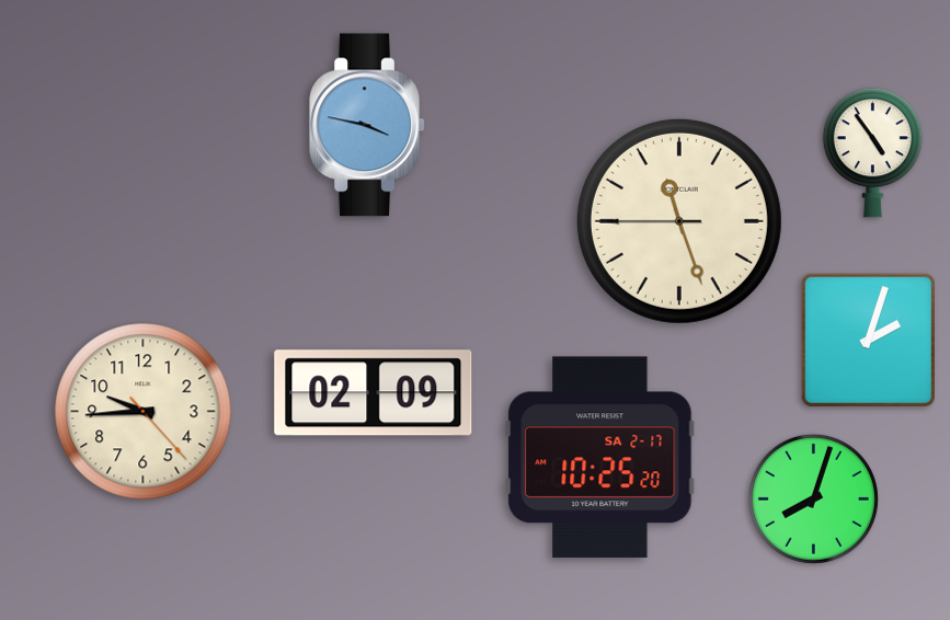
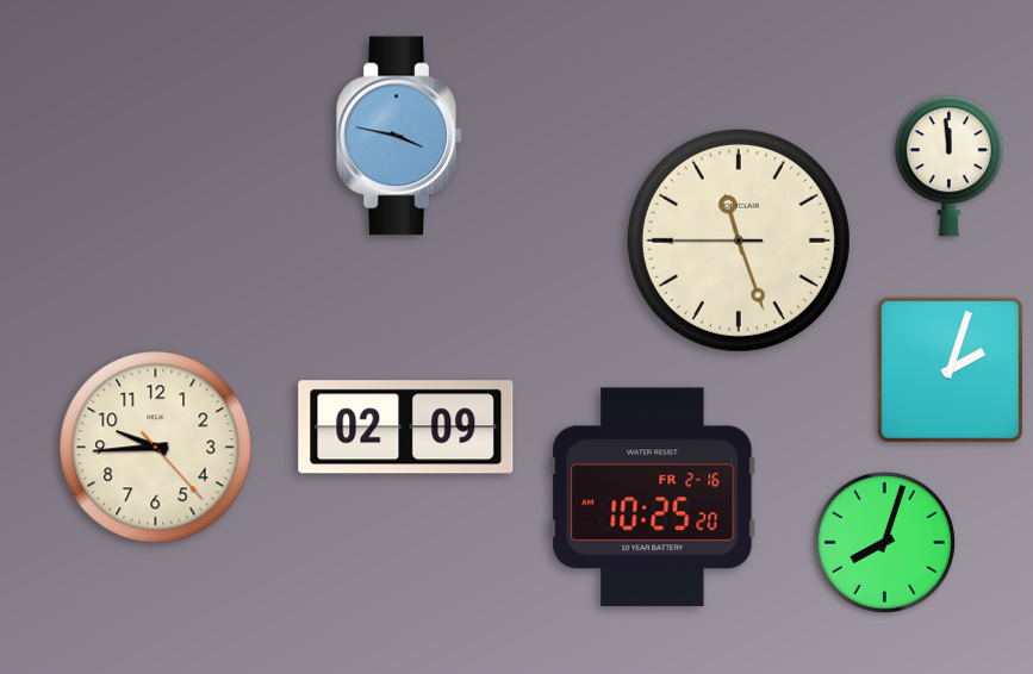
clock at (872, 153): 4:54 -> 11:59
clock at (868, 340) position: (868, 340) -> (950, 369)
clock at (600, 458) date: SA 2-17 -> FR 2-16
